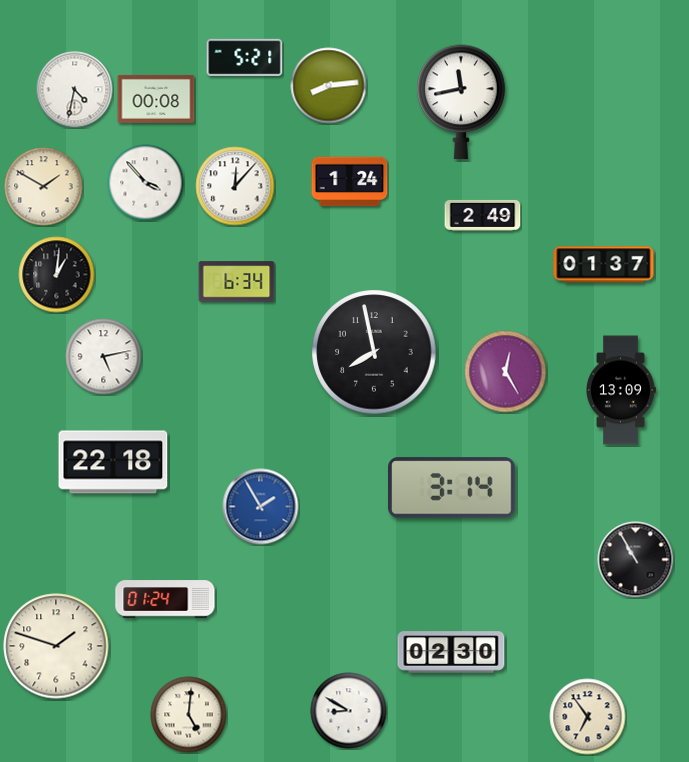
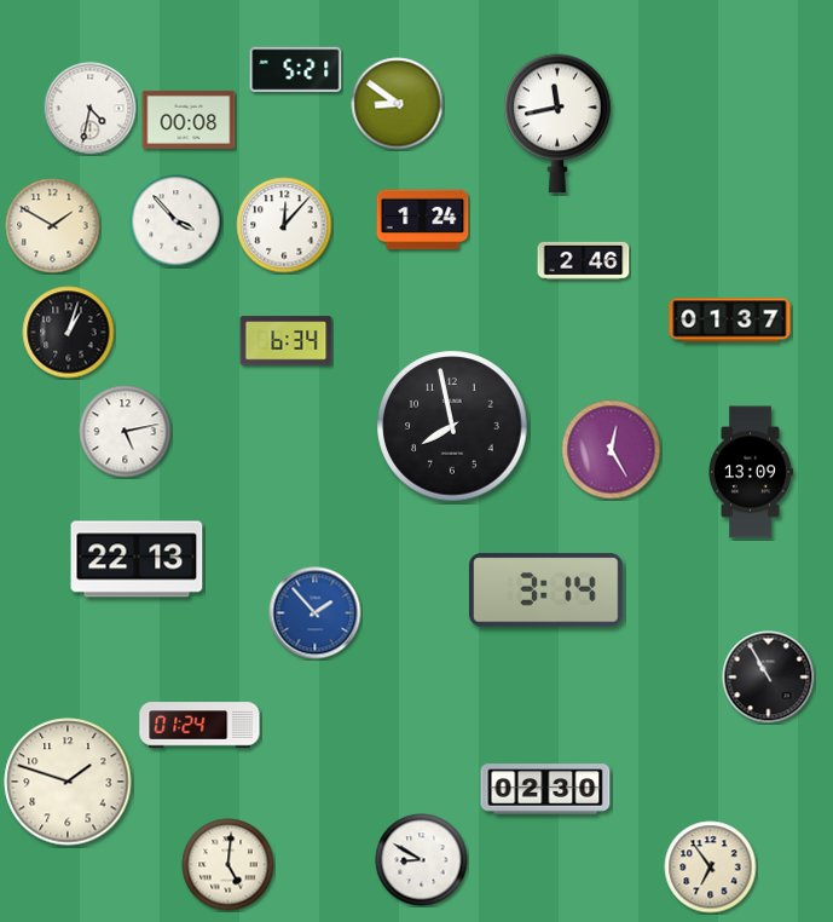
clock at (329, 86): 8:14 -> 8:51
clock at (483, 215): 2:49 -> 2:46
clock at (57, 275): 1:01 -> 1:03
clock at (113, 462): 22:18 -> 22:13
clock at (261, 507): 1:55 -> 1:53
